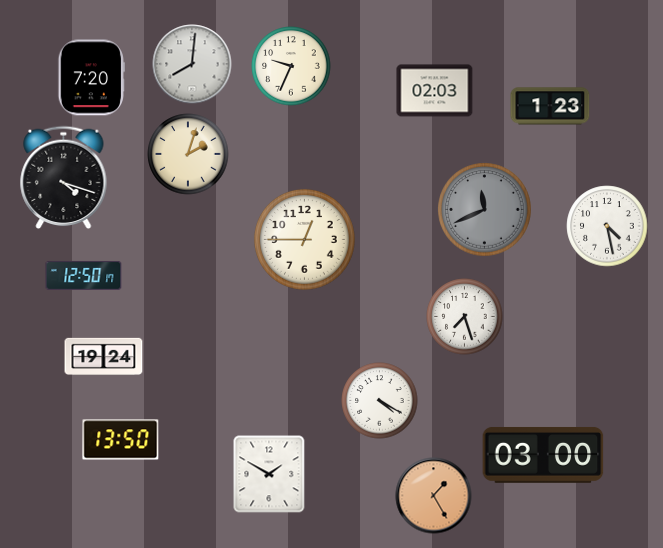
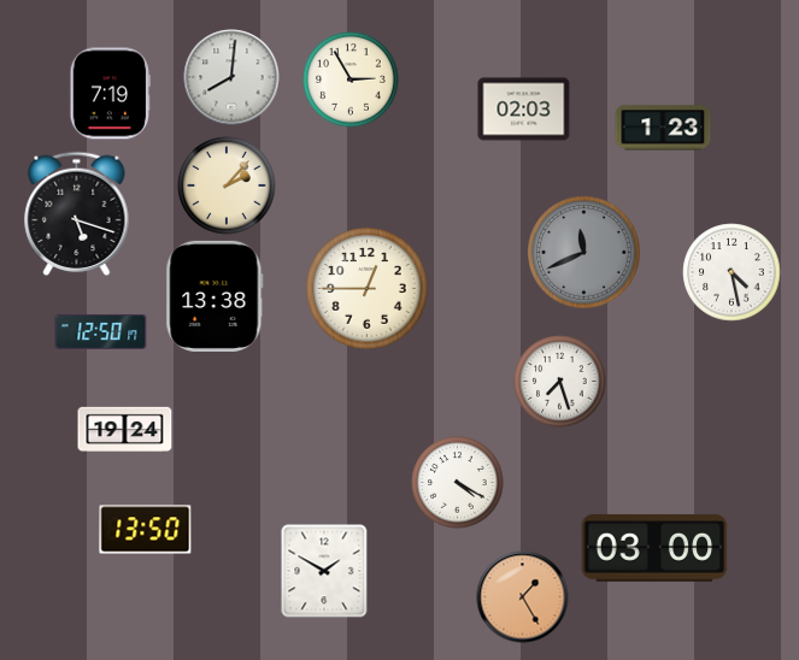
clock at (291, 66): 9:34 -> 2:55
clock at (91, 78): 7:20 -> 7:19
clock at (188, 154): 2:03 -> 2:07
clock at (64, 178): 4:18 -> 5:18
clock at (215, 296): none -> 13:38
